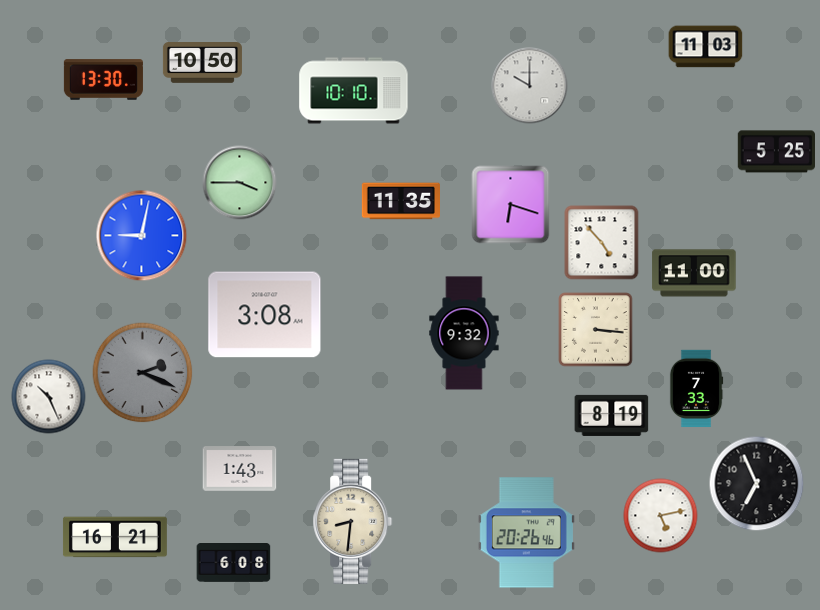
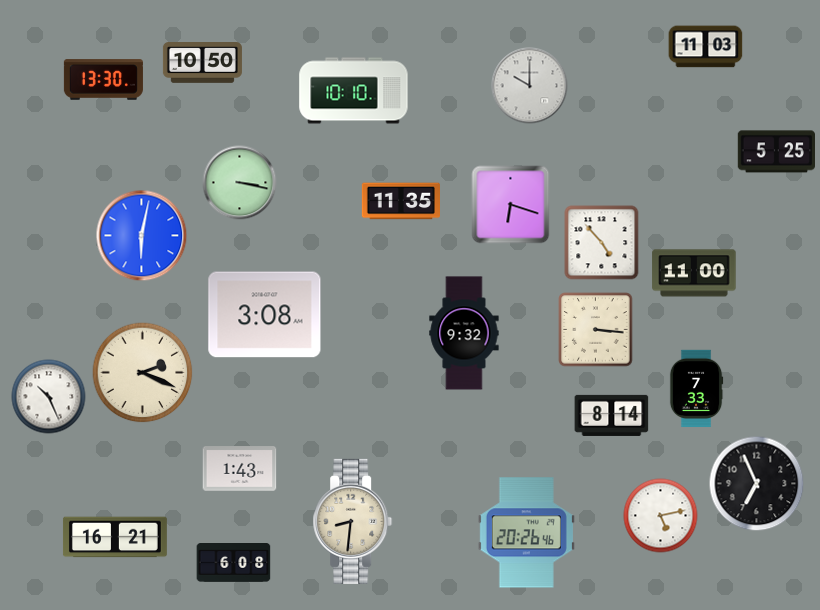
clock at (240, 183): 3:45 -> 3:17
clock at (142, 236): 9:02 -> 6:02
clock at (143, 373) dial: grey -> cream
clock at (612, 415): 8:19 -> 8:14
